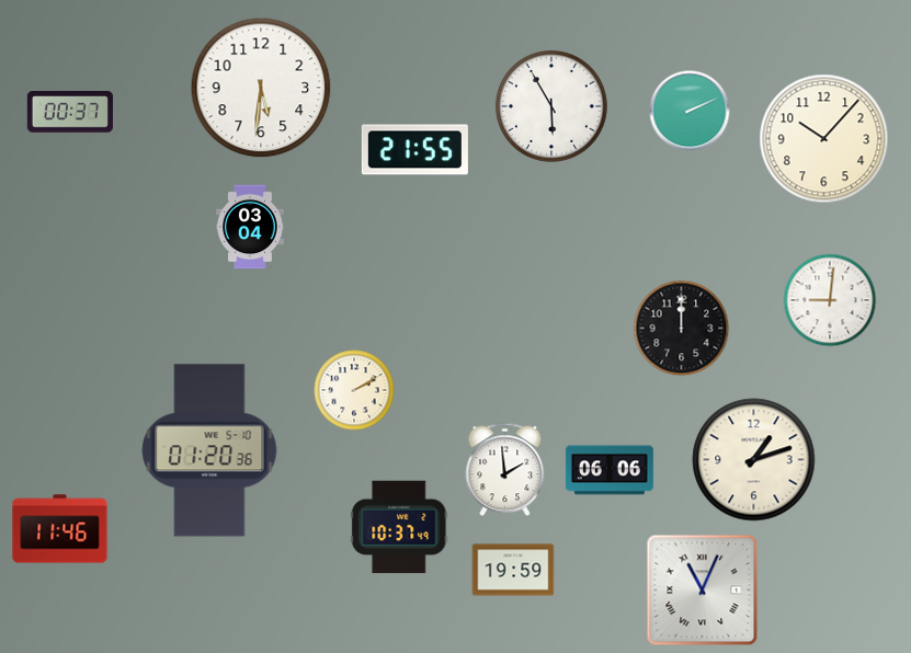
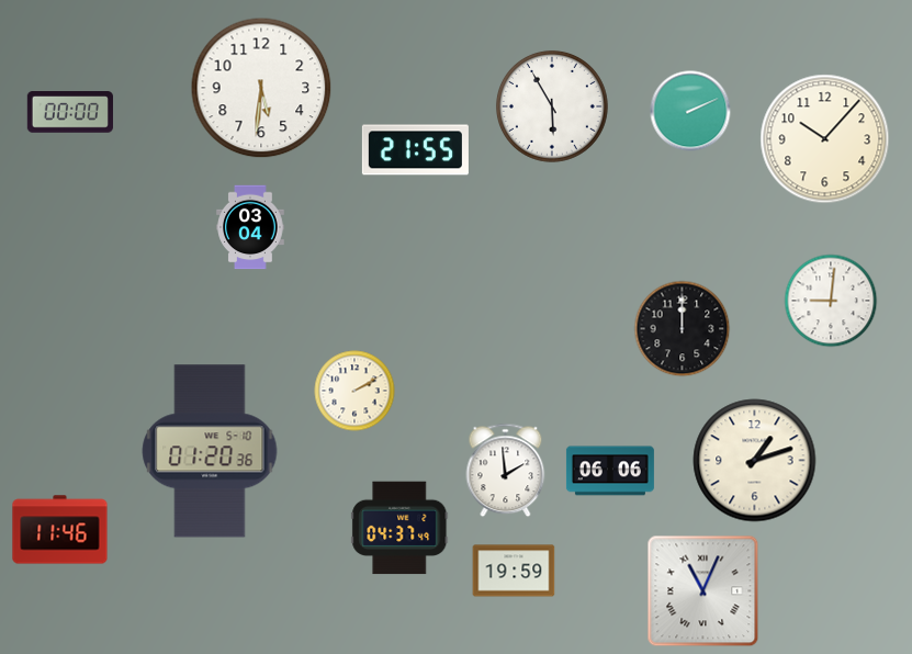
clock at (70, 112): 00:37 -> 00:00
clock at (399, 527): 10:37 -> 04:37
